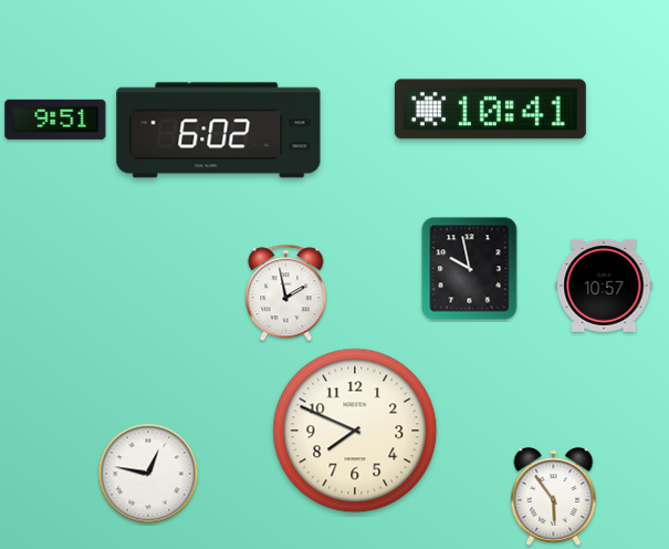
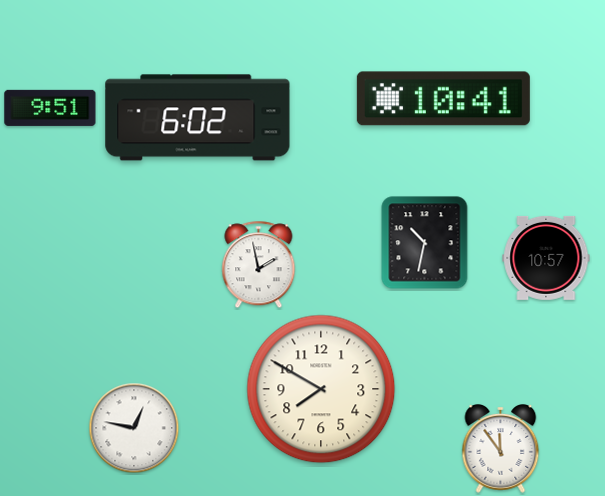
clock at (470, 269): 9:58 -> 10:32
clock at (355, 431): 7:49 -> 7:50
clock at (554, 497): 5:54 -> 11:54
